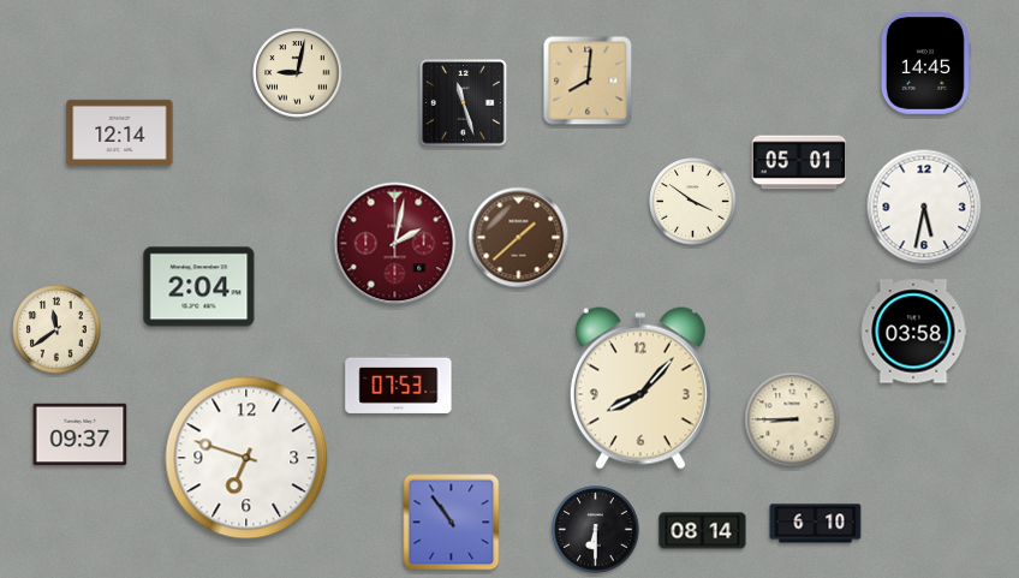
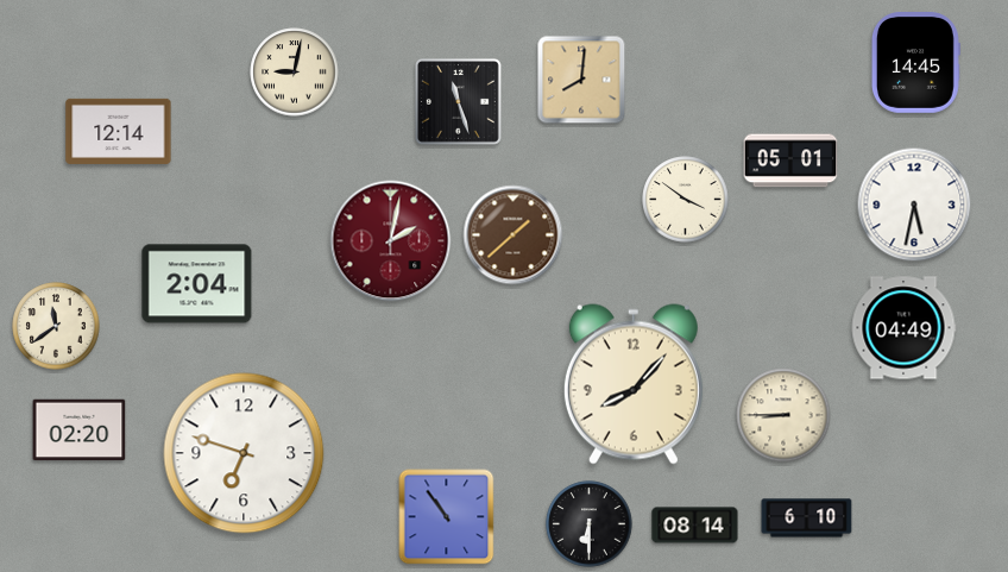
clock at (913, 332): 03:58 -> 04:49
clock at (399, 383): 07:53 -> none
clock at (81, 435): 09:37 -> 02:20
